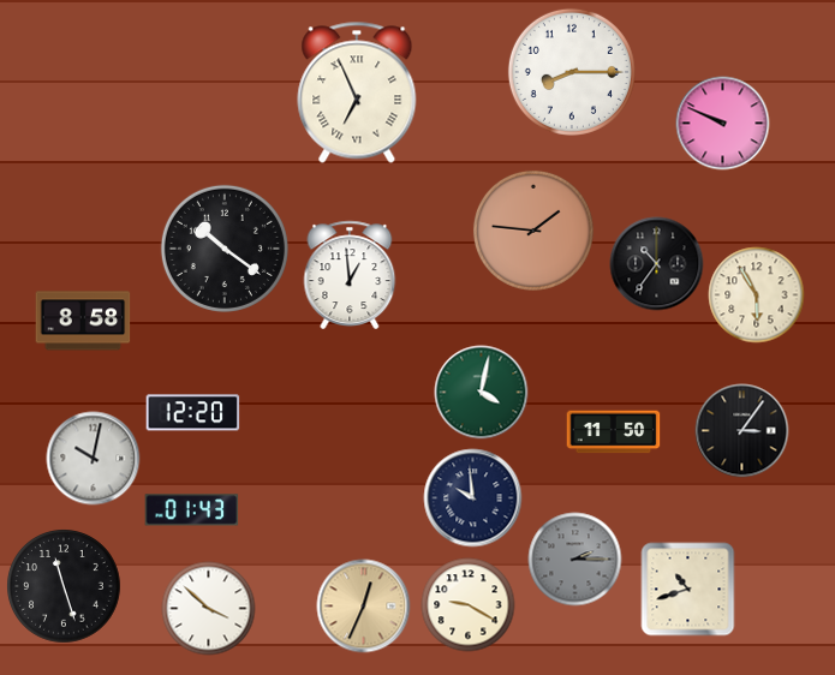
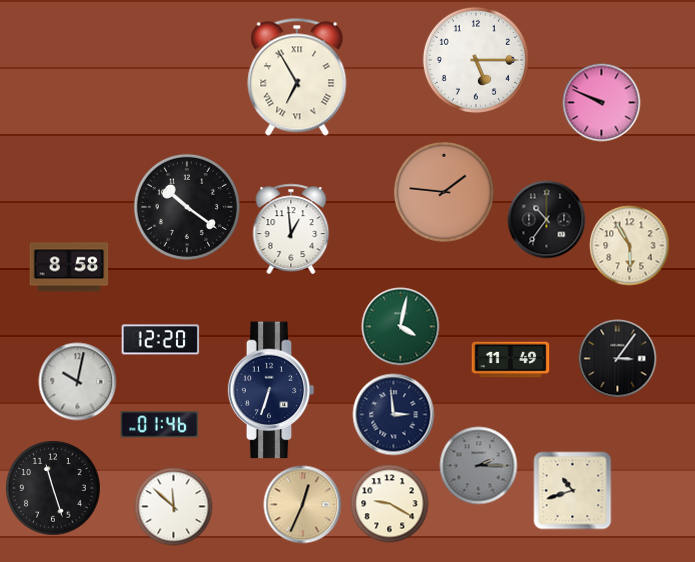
clock at (572, 72): 8:15 -> 5:15
clock at (357, 92): 6:56 -> 6:55
clock at (192, 413) position: (192, 413) -> (160, 340)
clock at (613, 432): 11:50 -> 11:49
clock at (271, 390): none -> 6:33
clock at (472, 497): 9:59 -> 2:59
clock at (191, 510): 01:43 -> 01:46
clock at (208, 608): 3:52 -> 11:52
